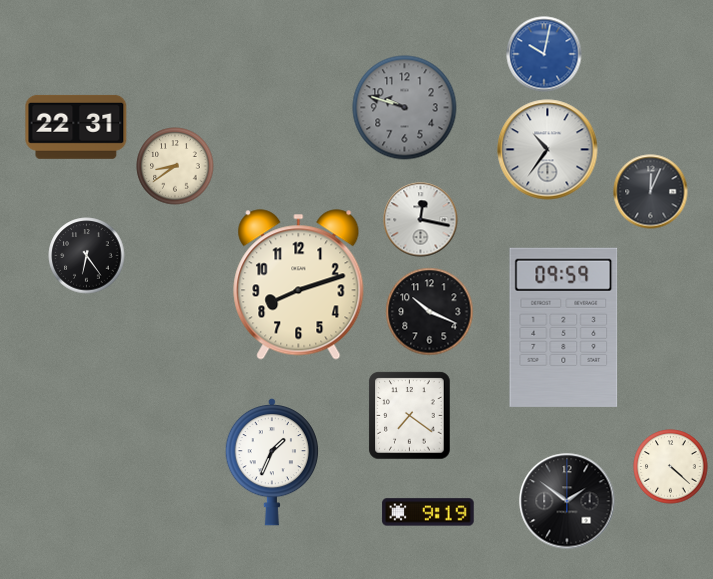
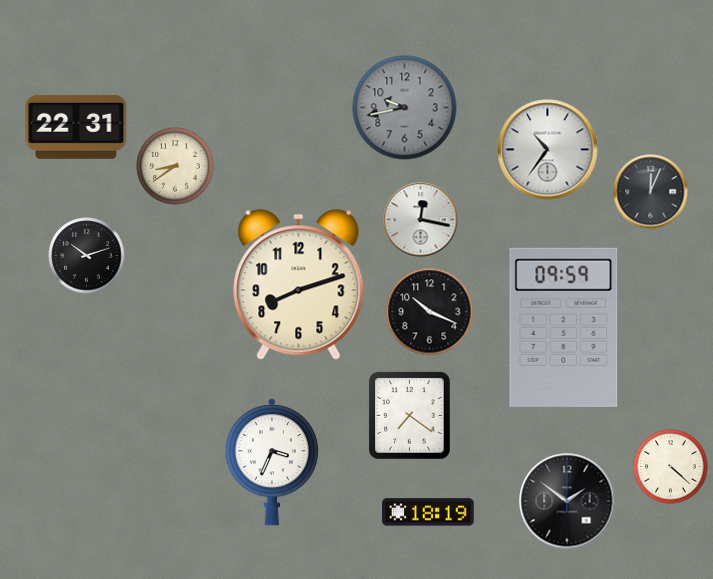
clock at (544, 54): 10:02 -> none
clock at (405, 108): 9:48 -> 9:43
clock at (87, 256): 6:24 -> 10:12
clock at (271, 462): 1:34 -> 3:34
clock at (428, 512): 9:19 -> 18:19
